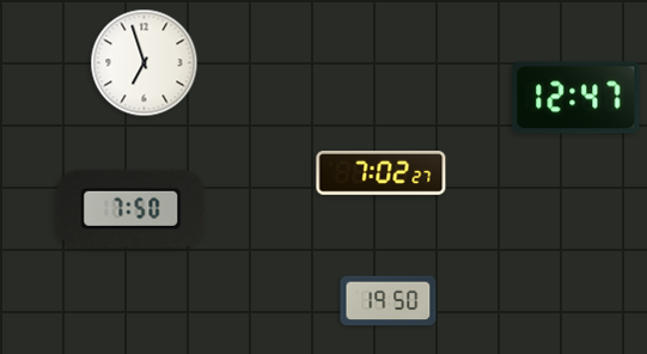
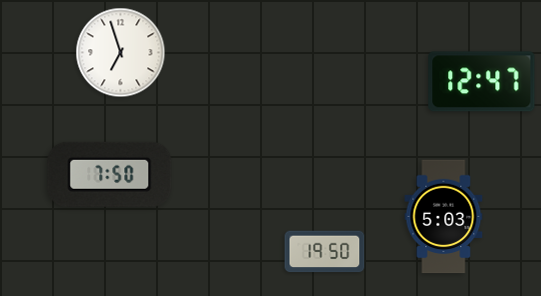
clock at (382, 173): 7:02 -> none
clock at (444, 217): none -> 5:03
